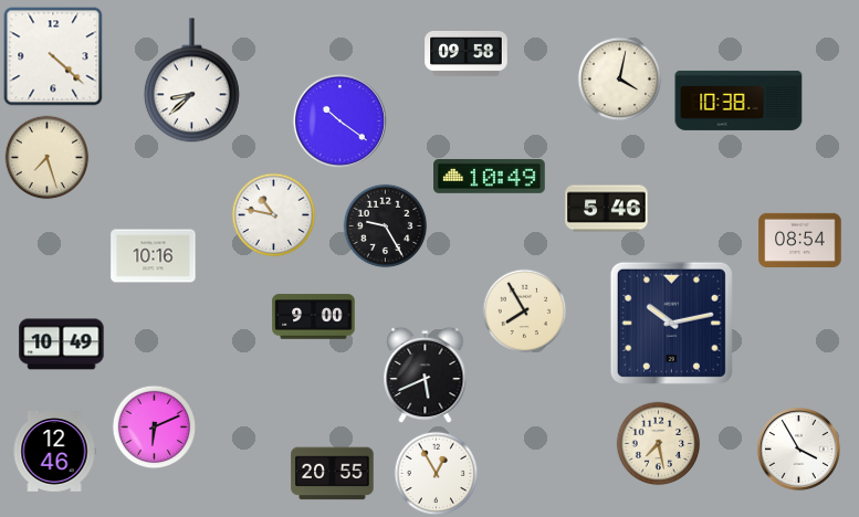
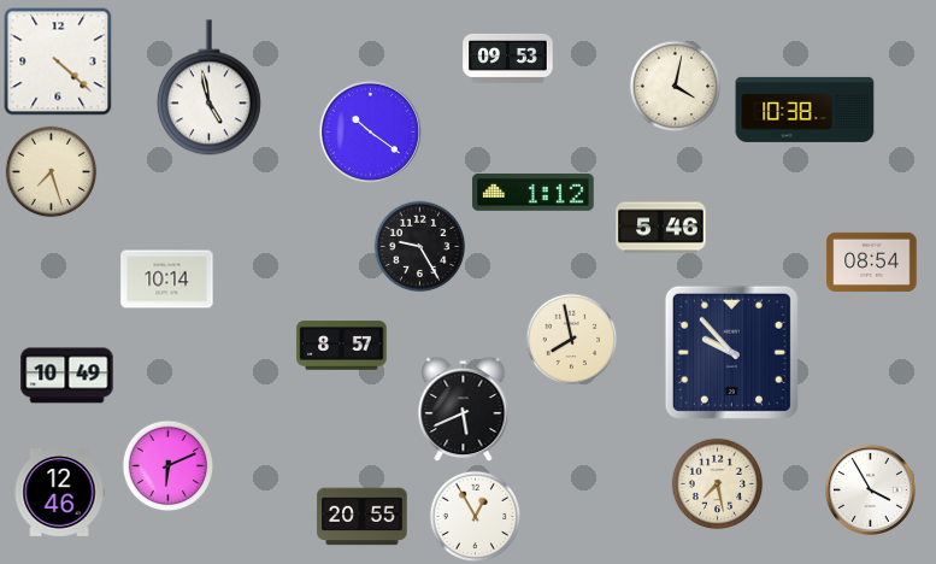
clock at (467, 53): 09:58 -> 09:53
clock at (191, 81): 8:38 -> 4:58
clock at (490, 177): 10:49 -> 1:12
clock at (274, 215): 10:47 -> none
clock at (154, 256): 10:16 -> 10:14
clock at (525, 312): 7:55 -> 7:58
clock at (314, 317): 9:00 -> 8:57
clock at (671, 323): 10:13 -> 9:53
